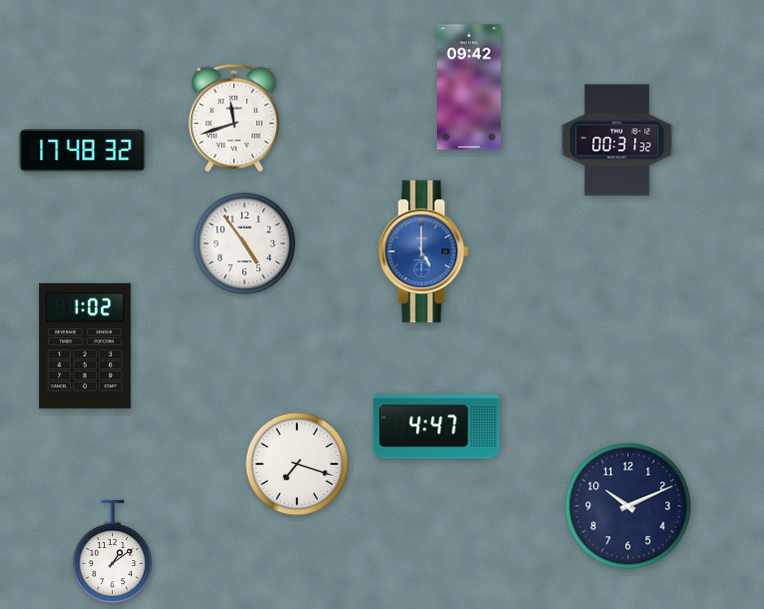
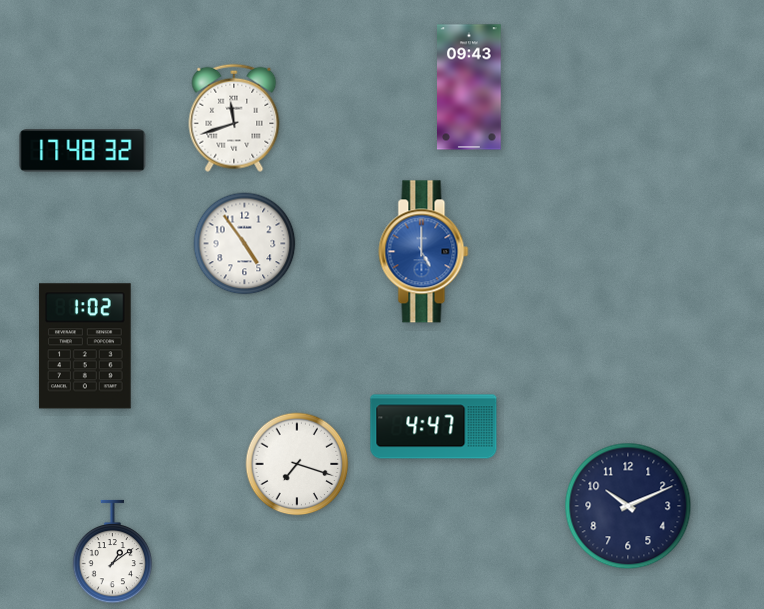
clock at (470, 87): 09:42 -> 09:43
clock at (617, 140): 00:31 -> none
clock at (437, 427) position: (437, 427) -> (434, 427)
